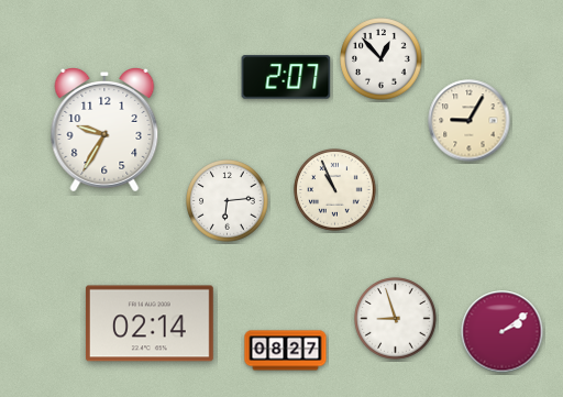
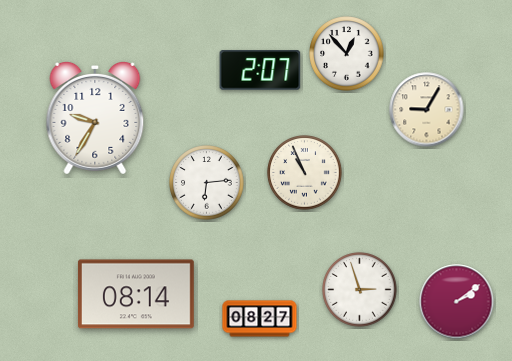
clock at (396, 319): 8:57 -> 2:57
clock at (150, 323): 02:14 -> 08:14
